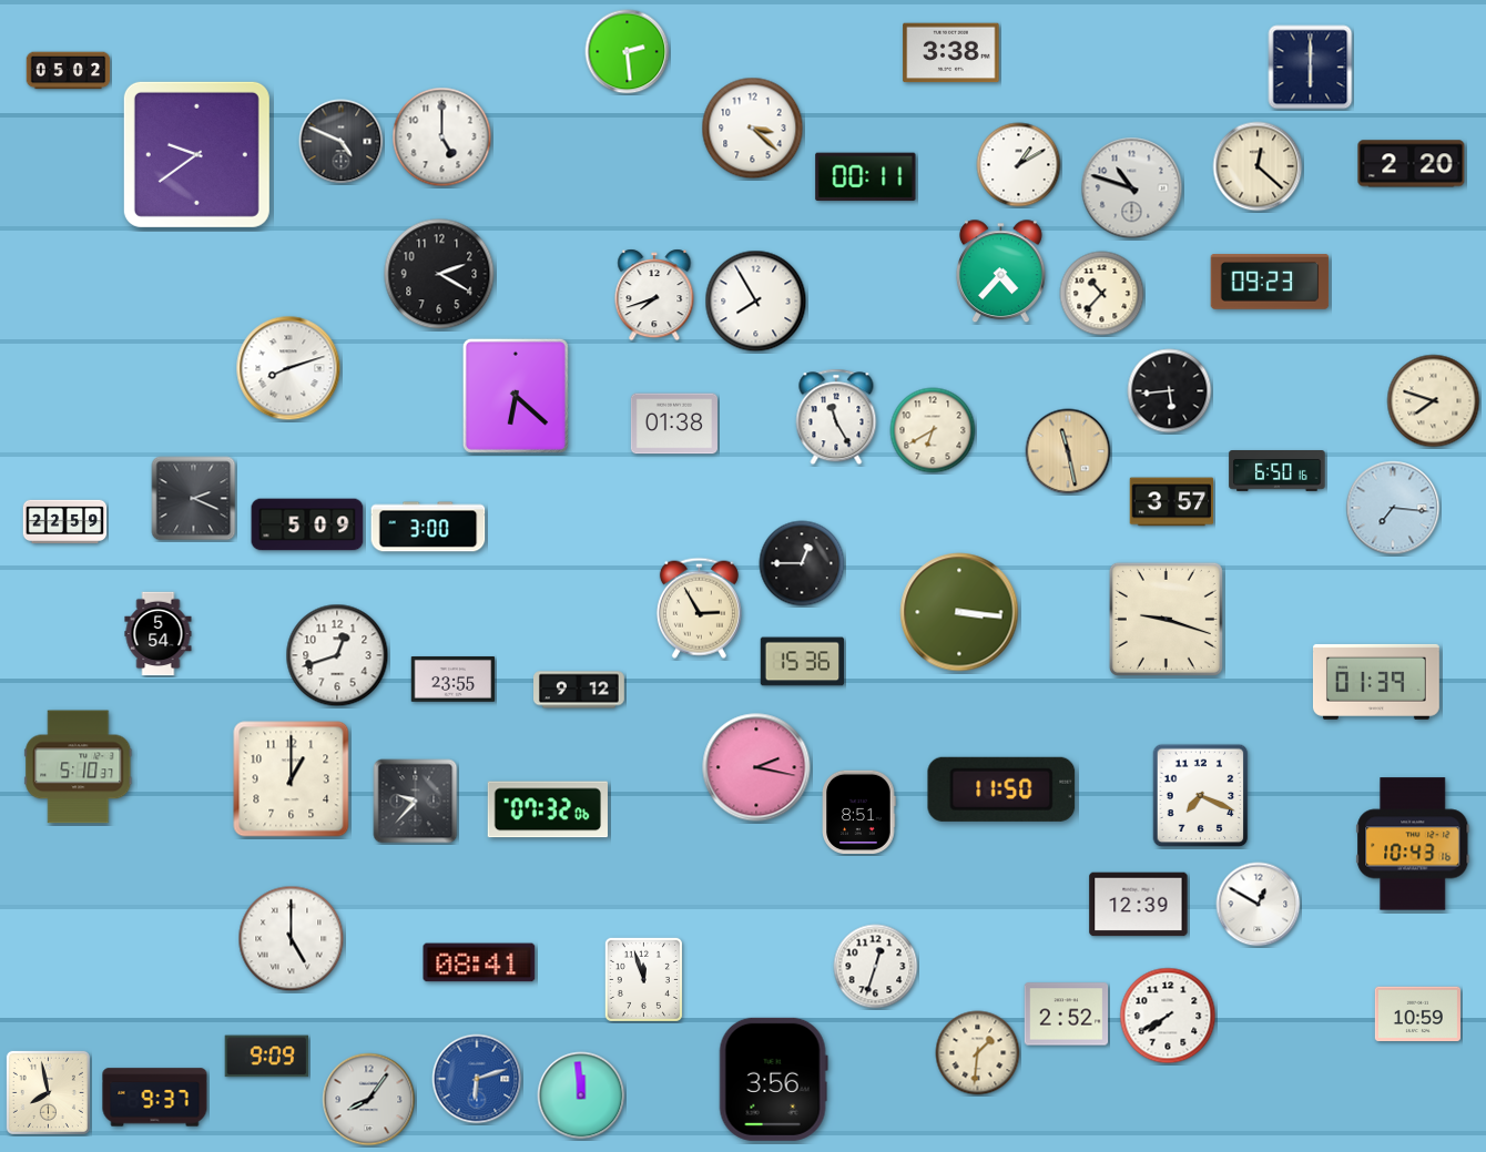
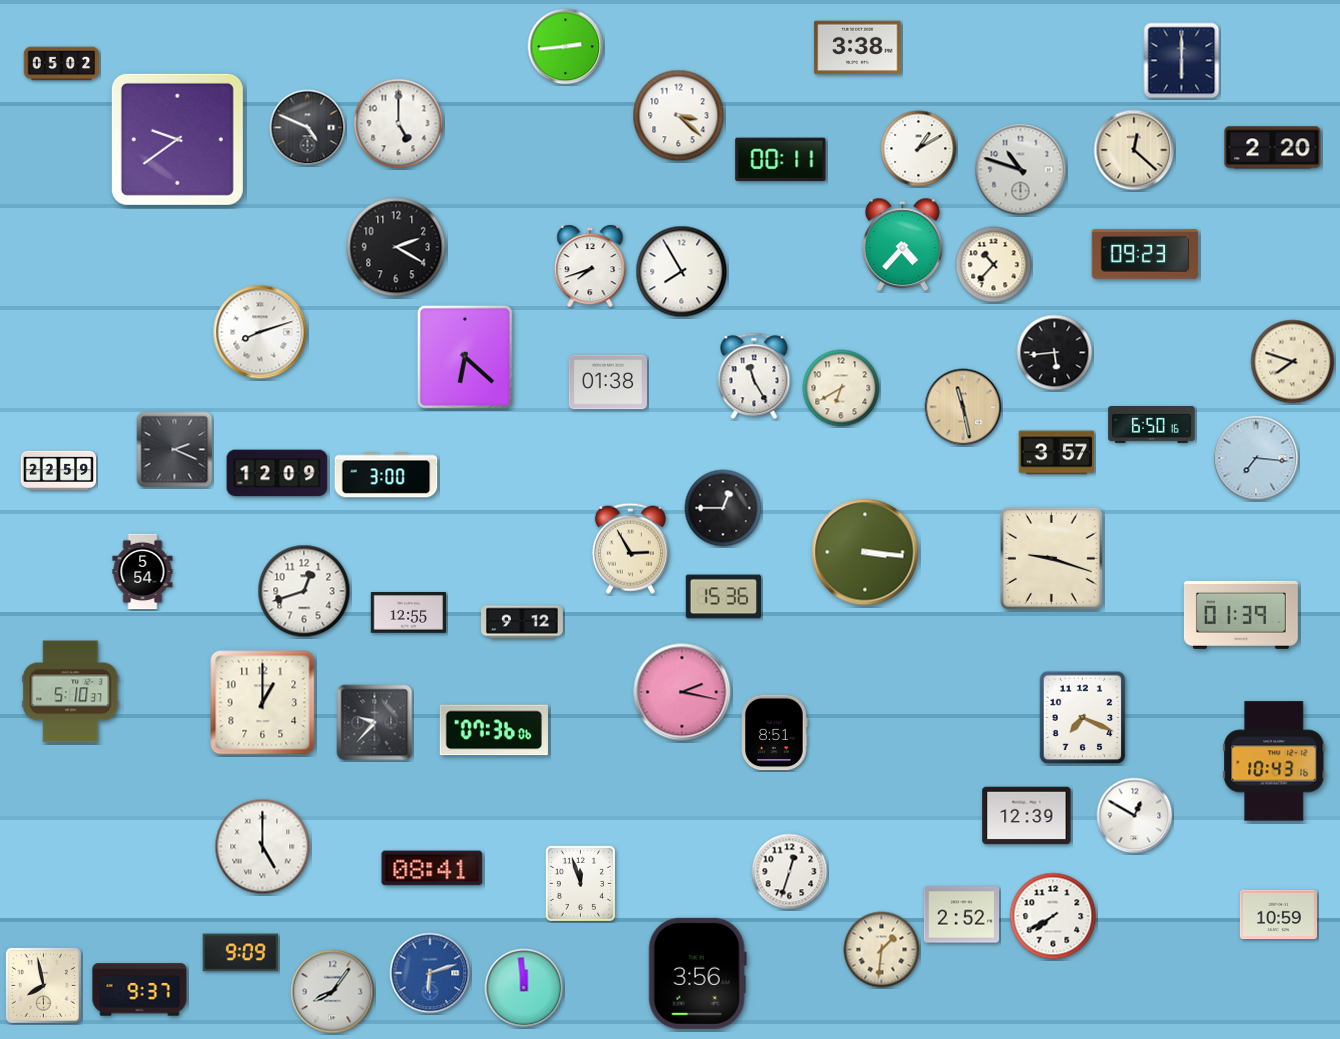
clock at (628, 52): 2:29 -> 2:44
clock at (307, 524): 5:09 -> 12:09
clock at (454, 680): 23:55 -> 12:55
clock at (1001, 789): 11:50 -> none
clock at (548, 809): 07:32 -> 07:36
